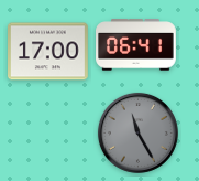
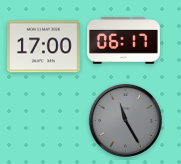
clock at (136, 45): 06:41 -> 06:17
